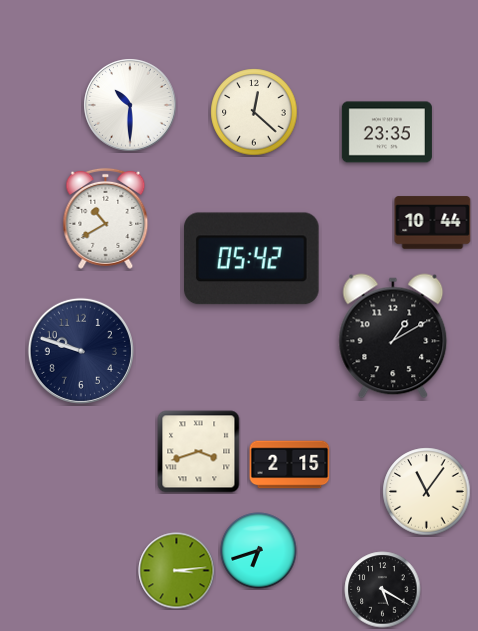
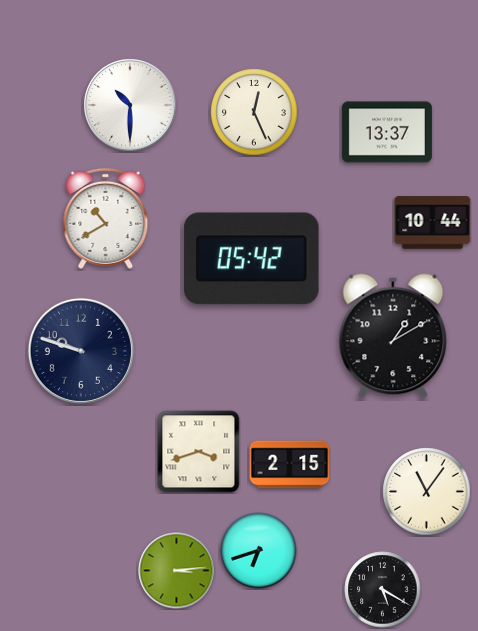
clock at (254, 112): 12:22 -> 12:26
clock at (387, 132): 23:35 -> 13:37
